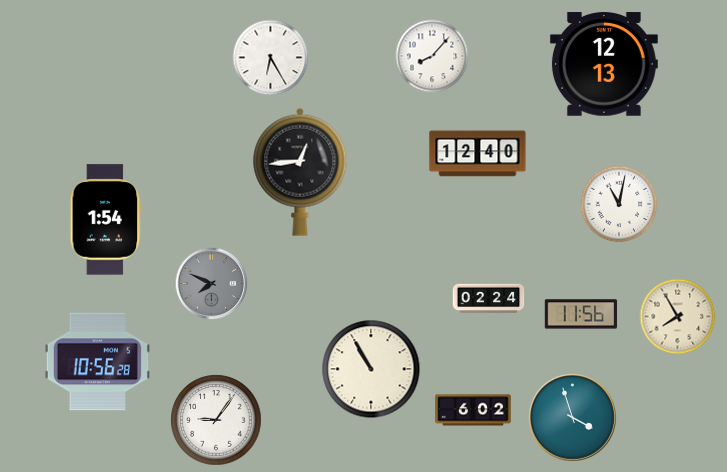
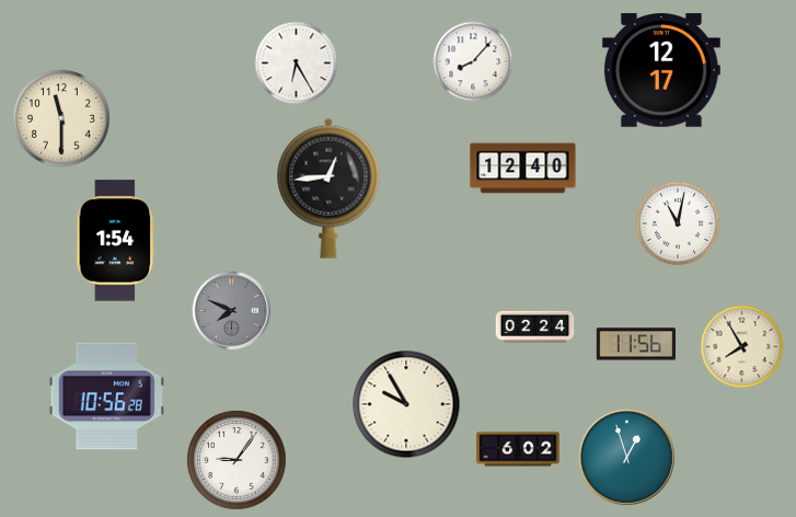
clock at (604, 64): 12:13 -> 12:17
clock at (61, 118): none -> 11:30
clock at (371, 369): 10:55 -> 9:55
clock at (573, 418): 3:57 -> 12:57
